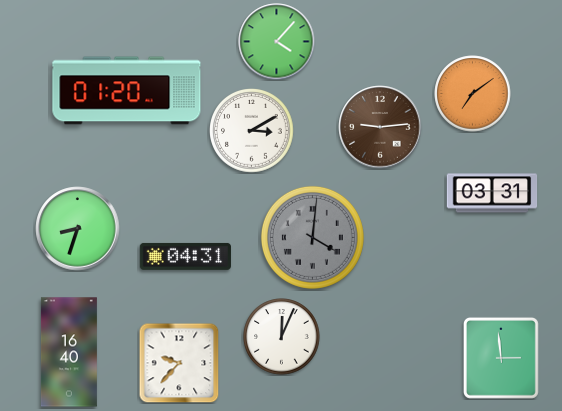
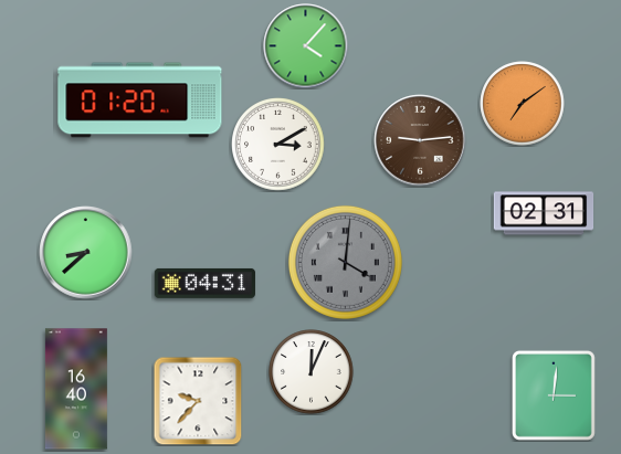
clock at (492, 193): 03:31 -> 02:31
clock at (78, 229): 8:33 -> 8:38
clock at (501, 358): 2:59 -> 3:01
